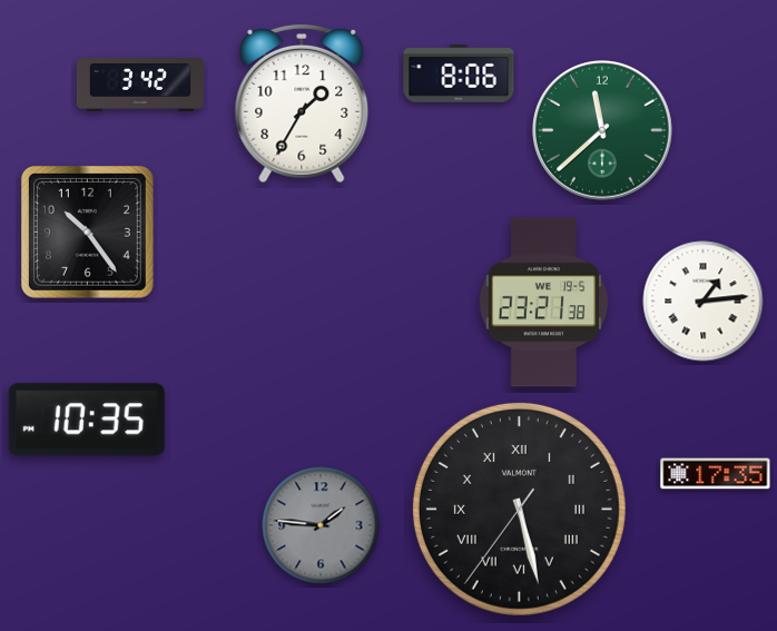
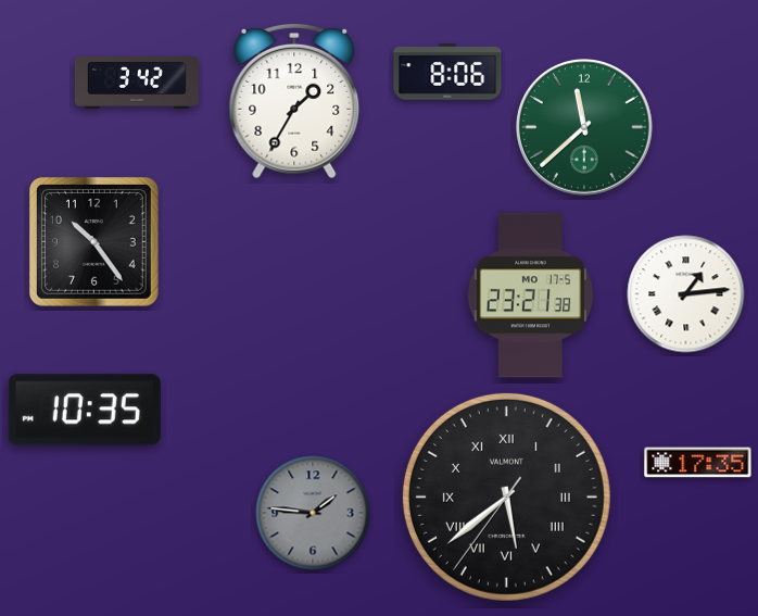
clock at (603, 131) position: (603, 131) -> (585, 128)
clock at (87, 231) position: (87, 231) -> (93, 241)
clock at (544, 303) date: WE 19-5 -> MO 17-5
clock at (519, 509): 5:27 -> 5:38
